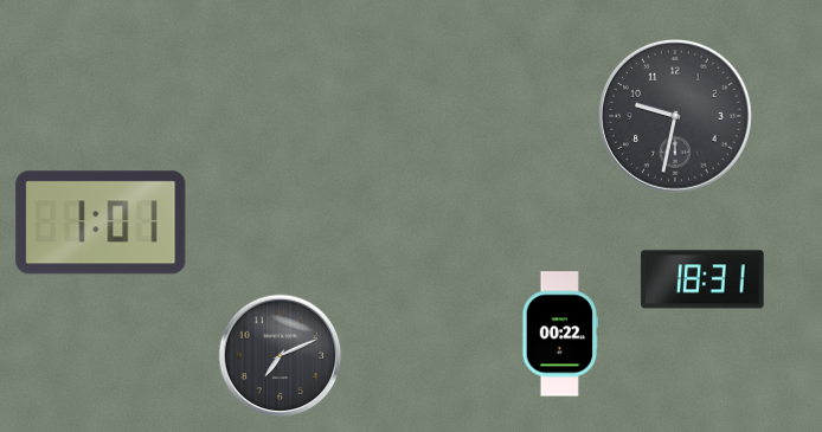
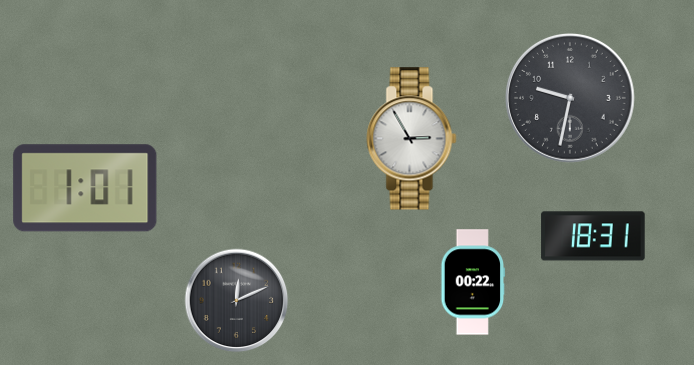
clock at (412, 139): none -> 2:55
clock at (281, 356): 7:11 -> 12:11
